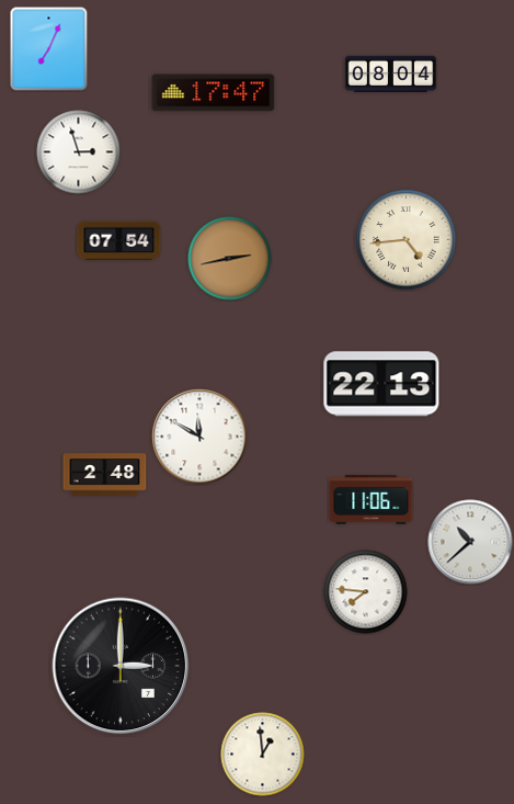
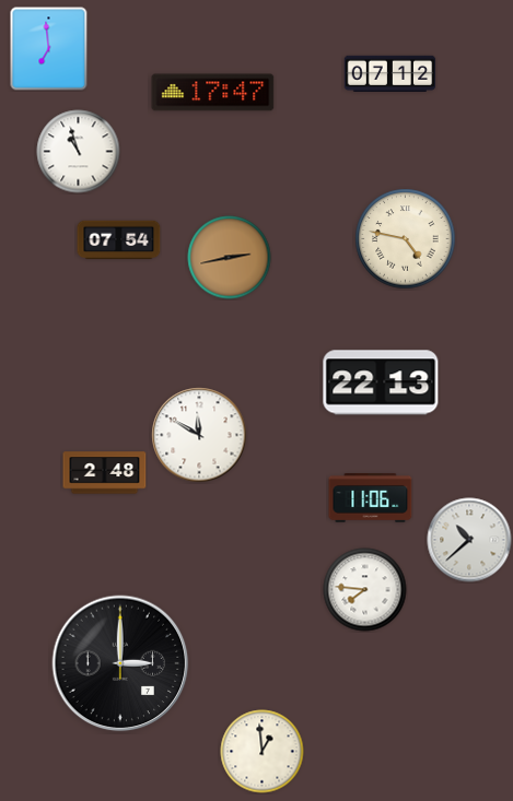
clock at (49, 49): 7:04 -> 6:59
clock at (391, 73): 08:04 -> 07:12
clock at (79, 152): 2:57 -> 10:57
clock at (407, 240): 4:44 -> 4:47
